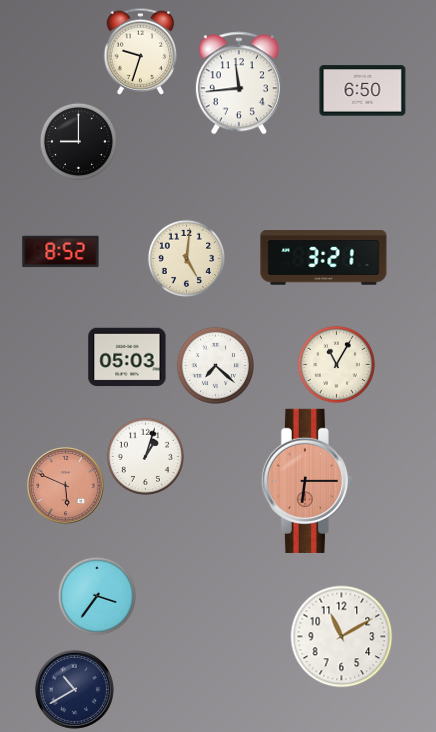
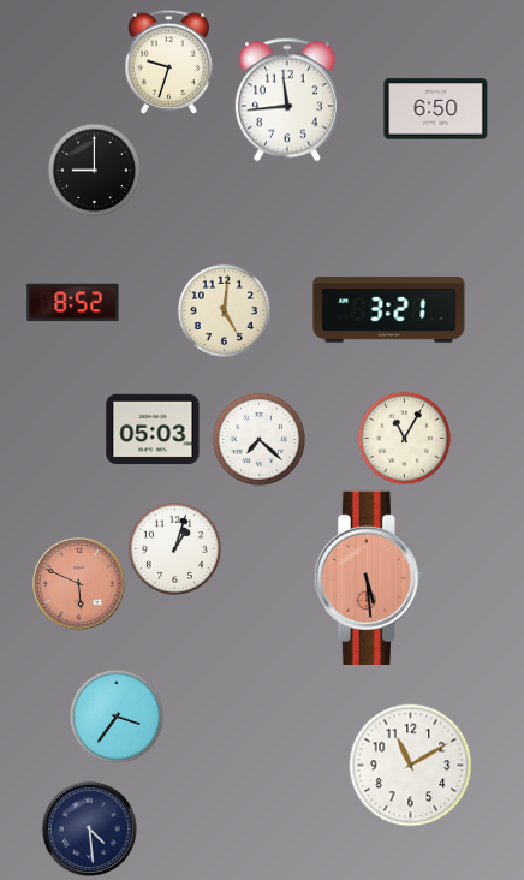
clock at (307, 481): 6:15 -> 5:29
clock at (74, 689): 10:40 -> 4:29
